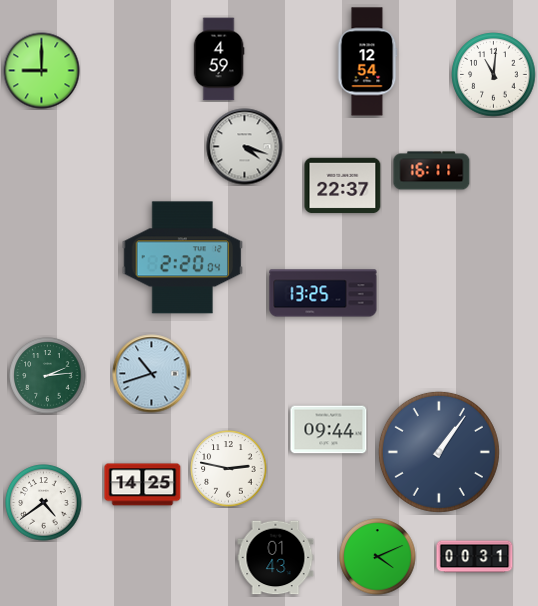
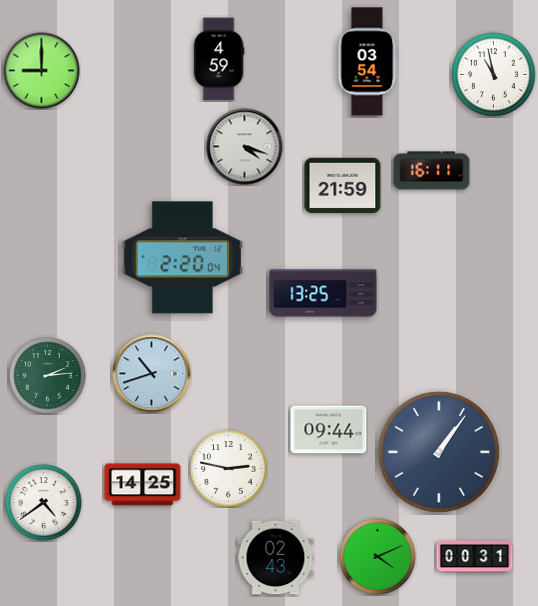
clock at (367, 62): 12:54 -> 03:54
clock at (494, 75): 11:01 -> 10:58
clock at (343, 186): 22:37 -> 21:59
clock at (276, 558): 01:43 -> 02:43
